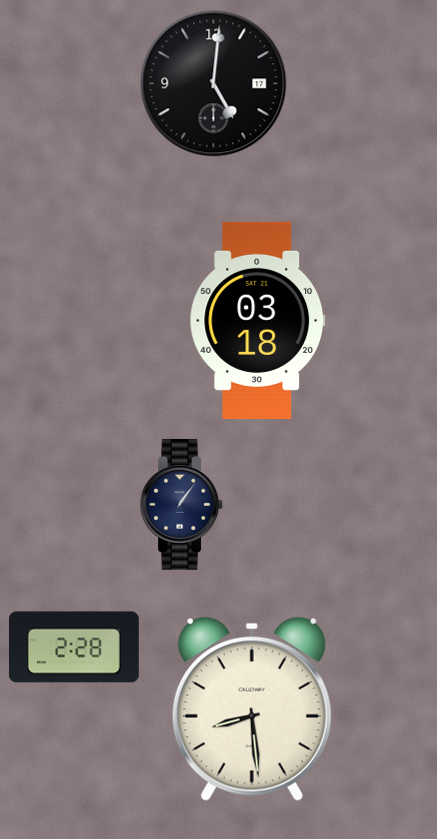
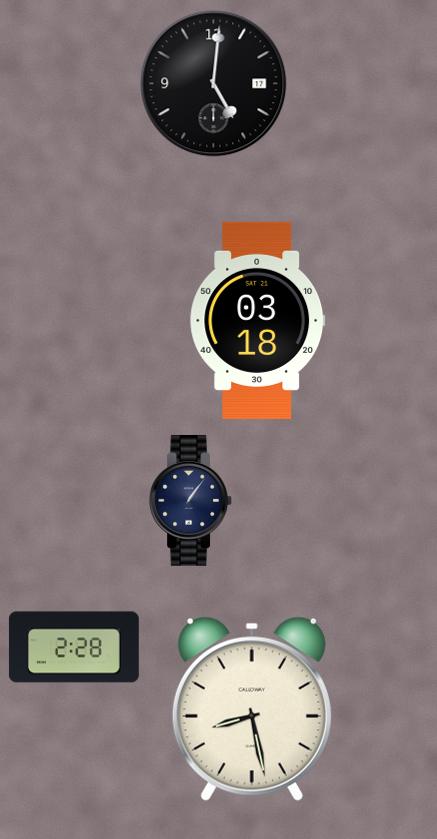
clock at (181, 504) position: (181, 504) -> (190, 500)
clock at (252, 709): 8:29 -> 8:28
